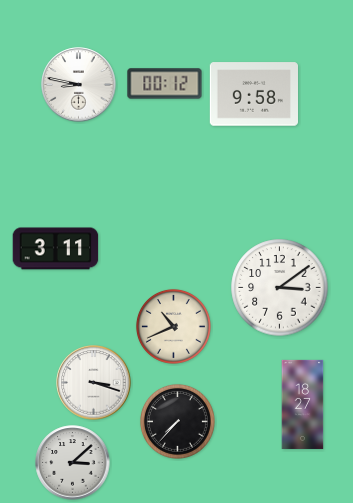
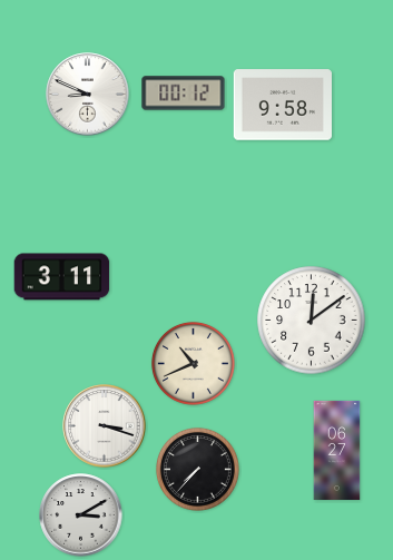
clock at (79, 85): 8:47 -> 8:49
clock at (280, 288): 3:09 -> 12:09
clock at (303, 404): 18:27 -> 06:27
clock at (73, 463): 3:08 -> 3:10
